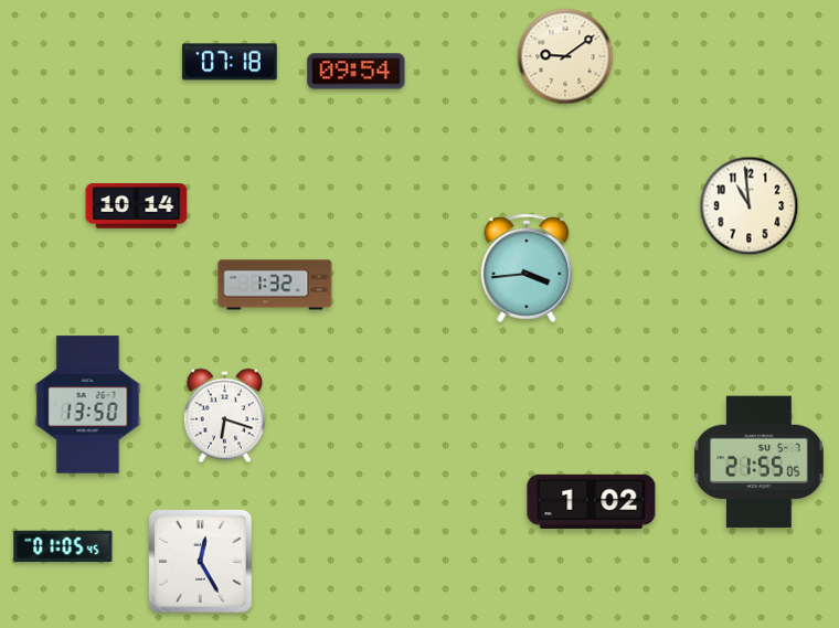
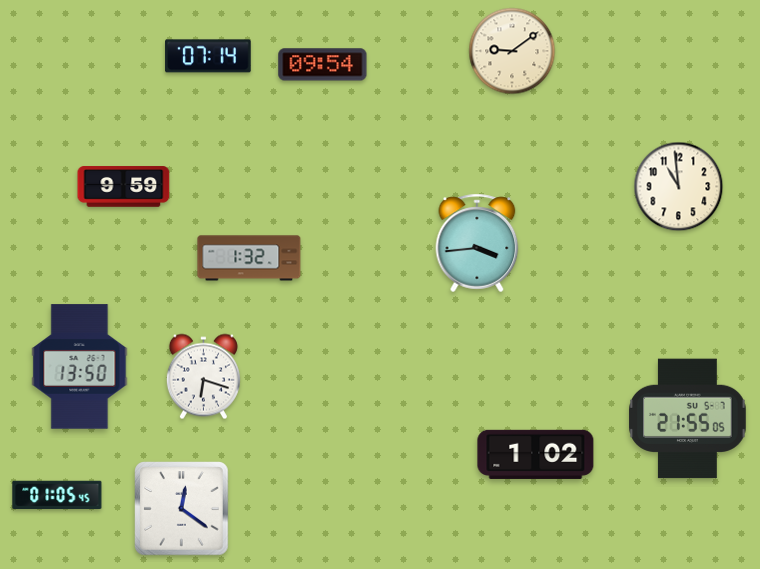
clock at (230, 62): 07:18 -> 07:14
clock at (137, 206): 10:14 -> 9:59
clock at (201, 562): 12:25 -> 12:21
